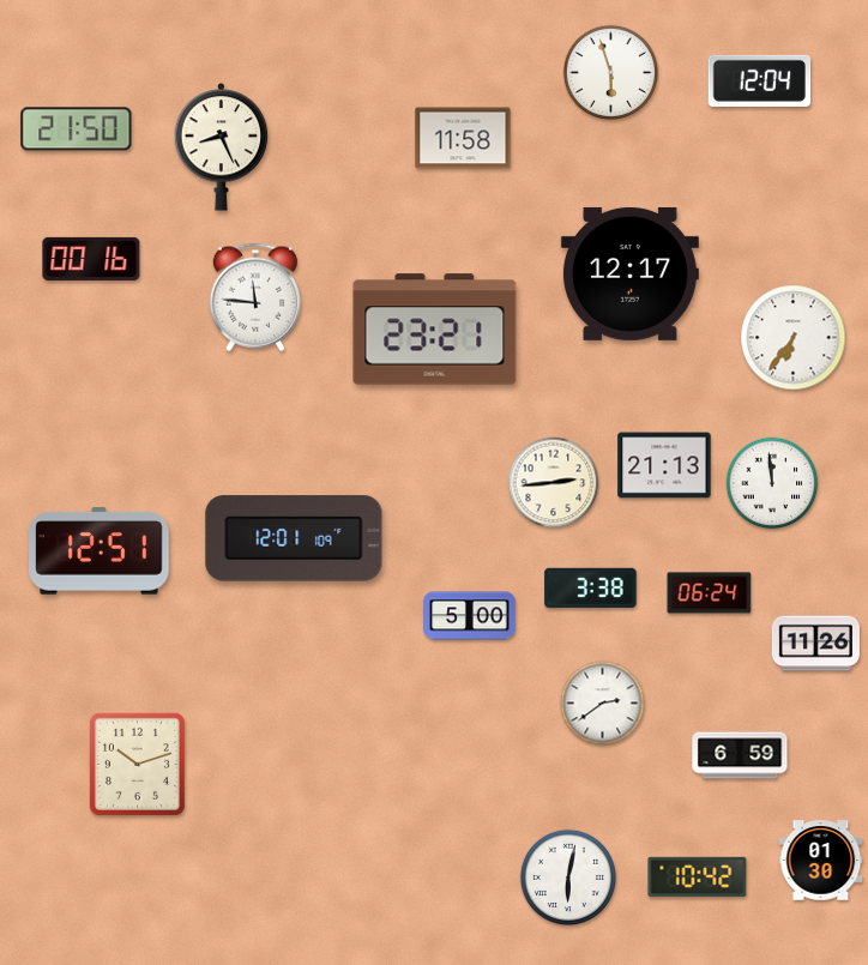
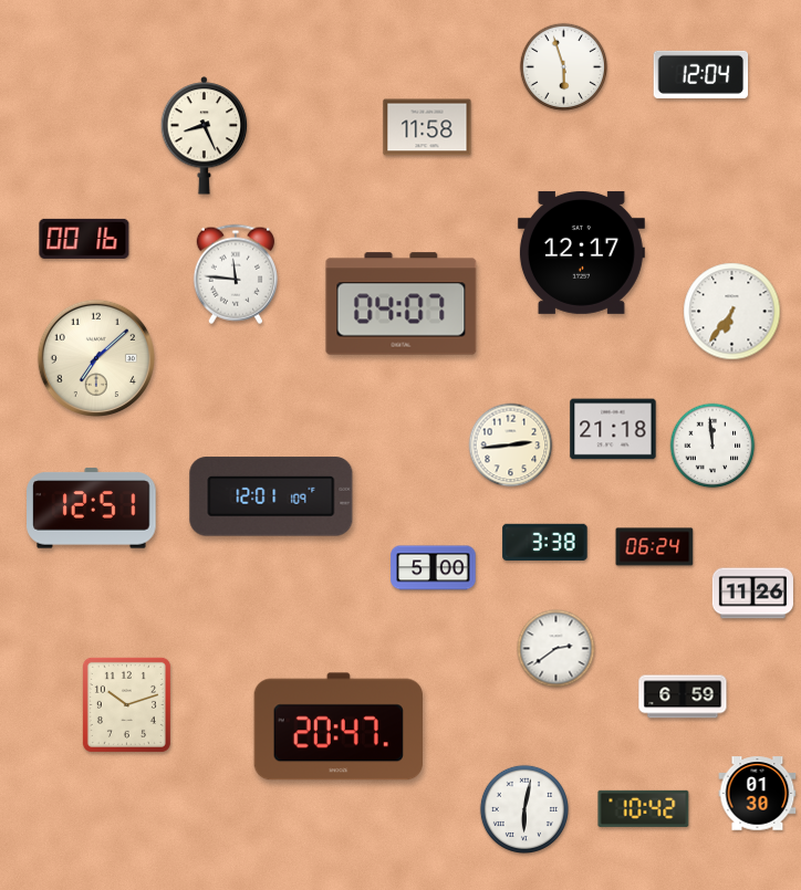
clock at (77, 129): 21:50 -> none
clock at (435, 330): 23:21 -> 04:07
clock at (95, 357): none -> 7:08
clock at (664, 465): 21:13 -> 21:18
clock at (337, 726): none -> 20:47
